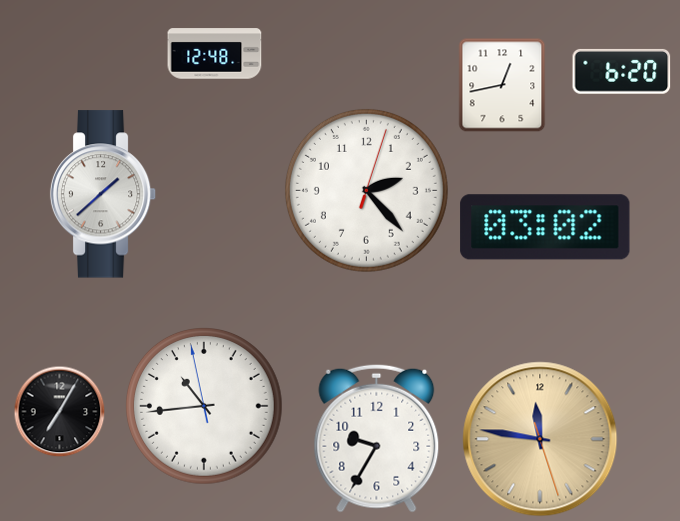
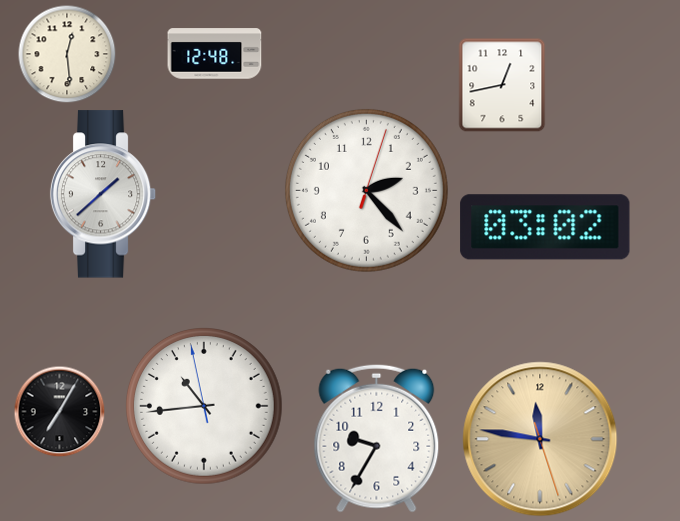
clock at (67, 54): none -> 12:29
clock at (622, 71): 6:20 -> none
